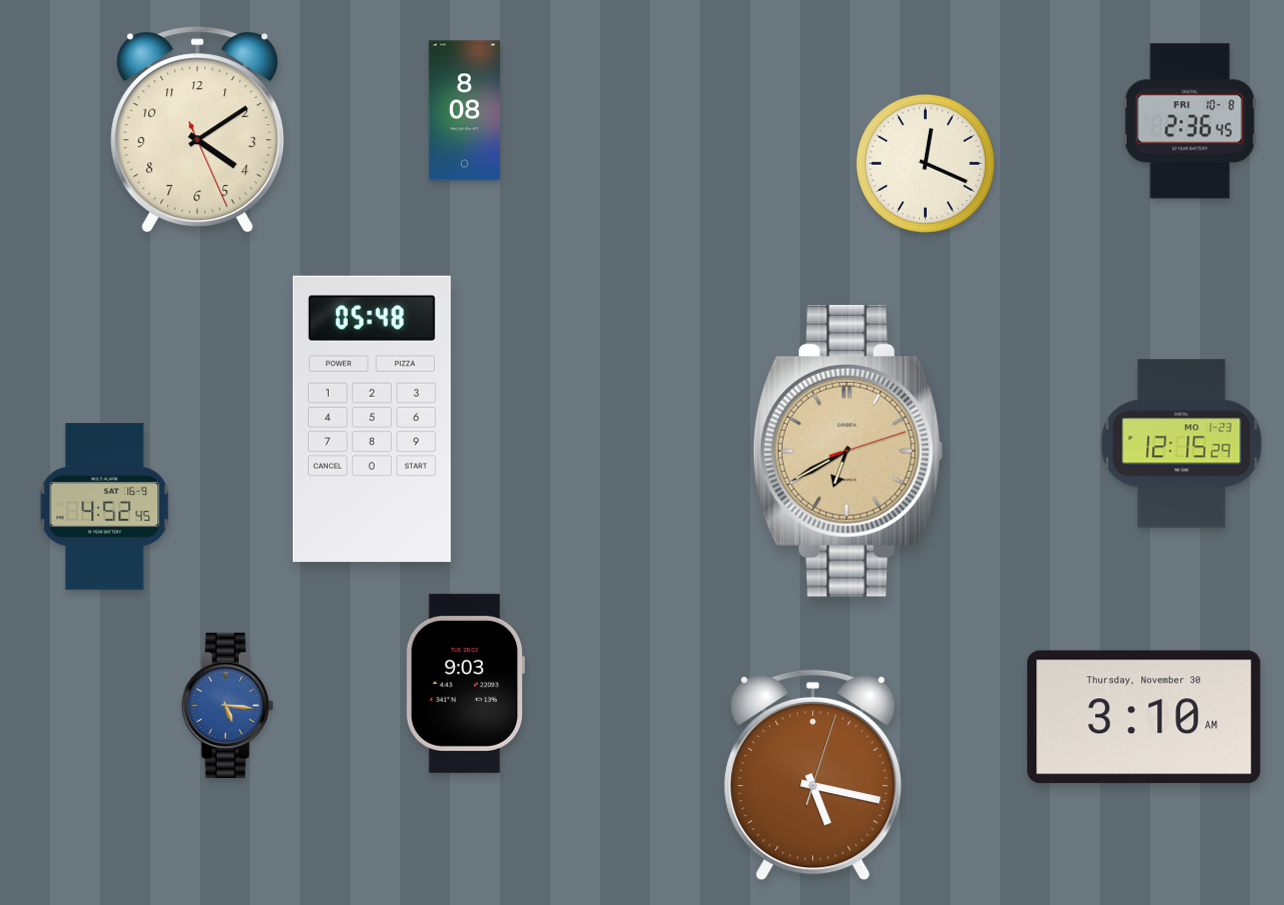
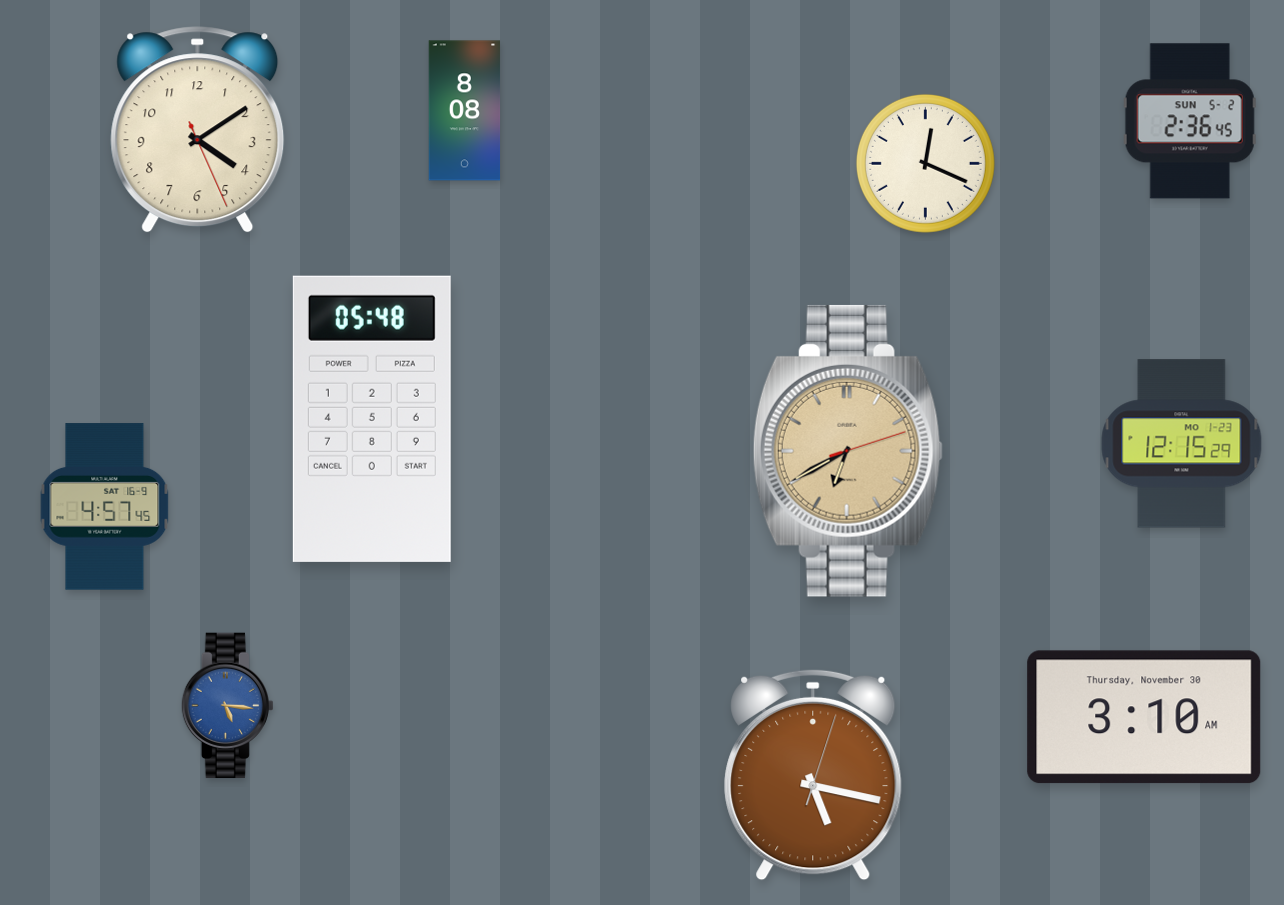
clock at (1190, 121) date: FRI 10-8 -> SUN 5-2
clock at (105, 507): 4:52 -> 4:57
clock at (465, 683): 9:03 -> none
